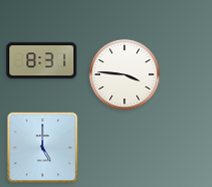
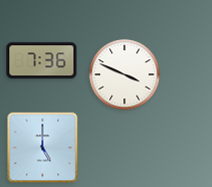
clock at (42, 61): 8:31 -> 7:36
clock at (125, 75): 3:46 -> 3:49
